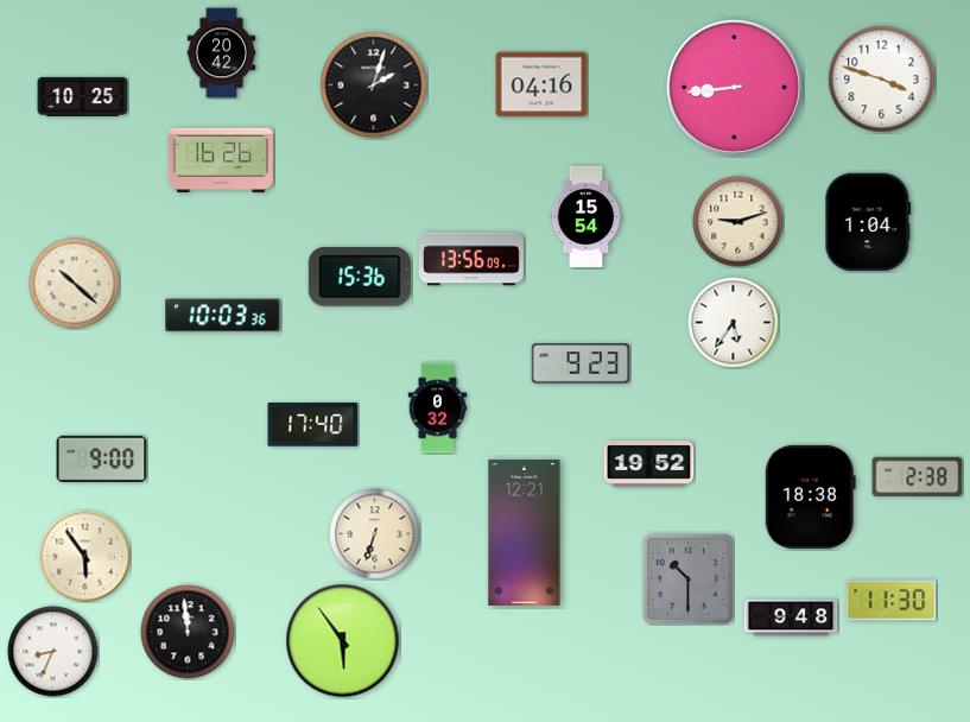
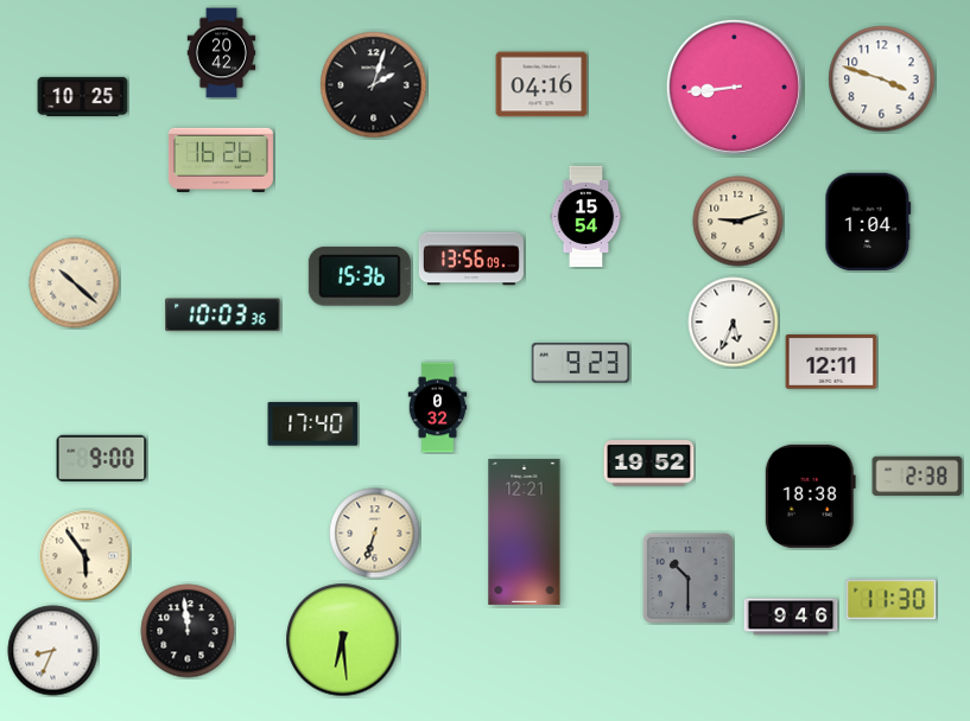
clock at (734, 323): 5:36 -> 5:34
clock at (831, 363): none -> 12:11
clock at (791, 617): 9:48 -> 9:46
clock at (343, 641): 5:54 -> 6:29
